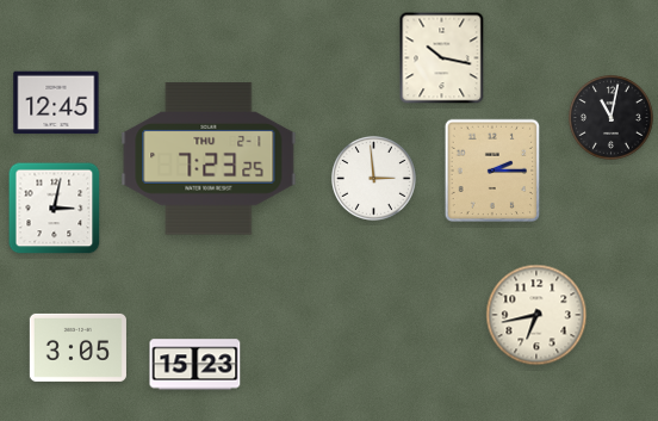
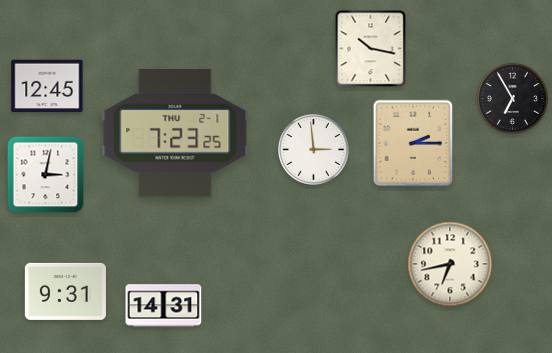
clock at (610, 117): 11:02 -> 6:55
clock at (77, 347): 3:05 -> 9:31
clock at (195, 365): 15:23 -> 14:31
